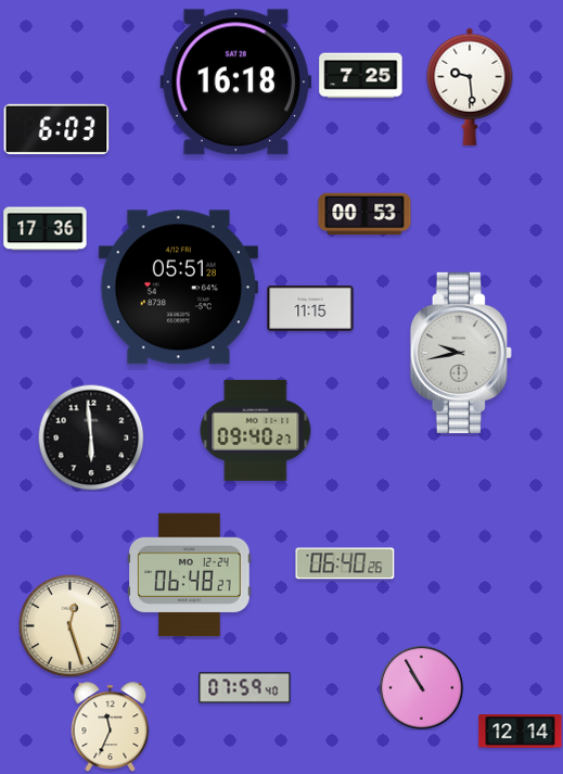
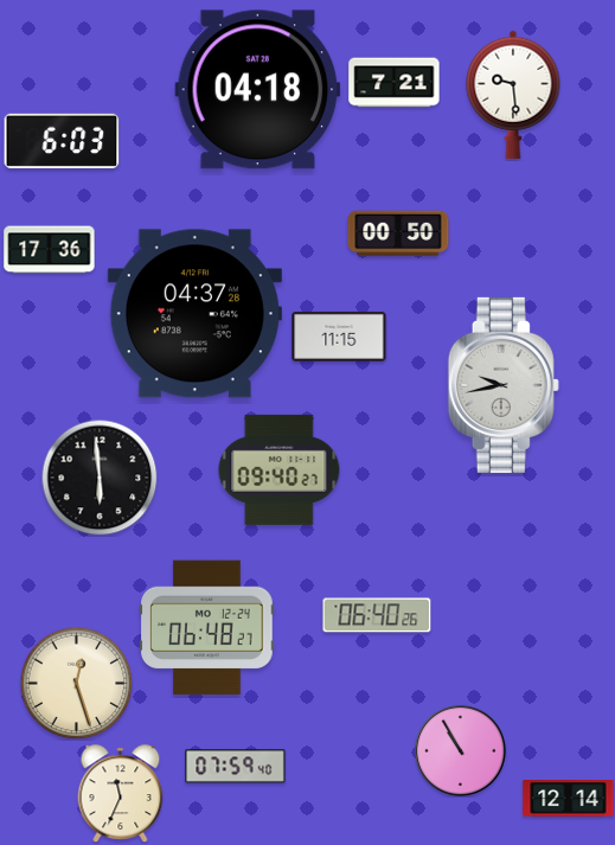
clock at (361, 76): 7:25 -> 7:21
clock at (236, 83): 16:18 -> 04:18
clock at (364, 214): 00:53 -> 00:50
clock at (178, 288): 05:51 -> 04:37
clock at (245, 688) position: (245, 688) -> (236, 767)
